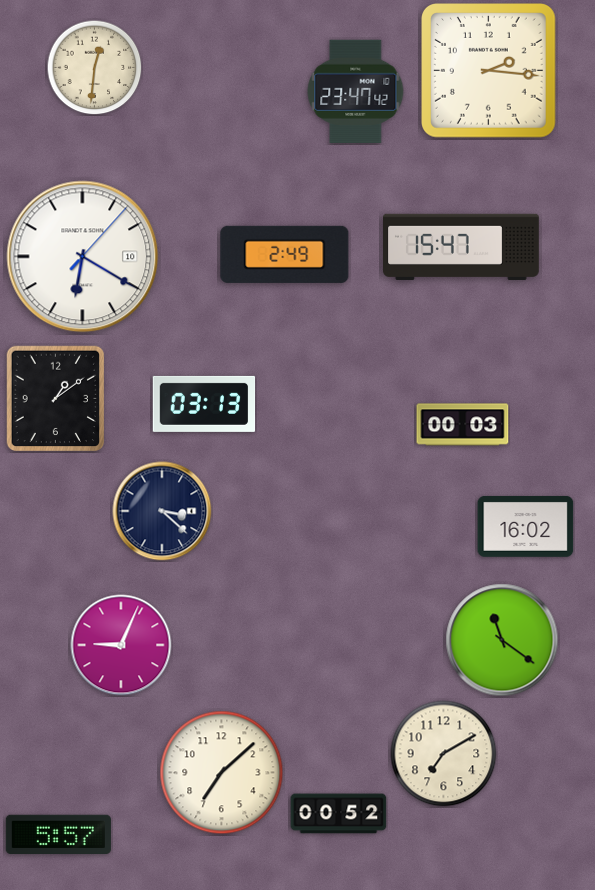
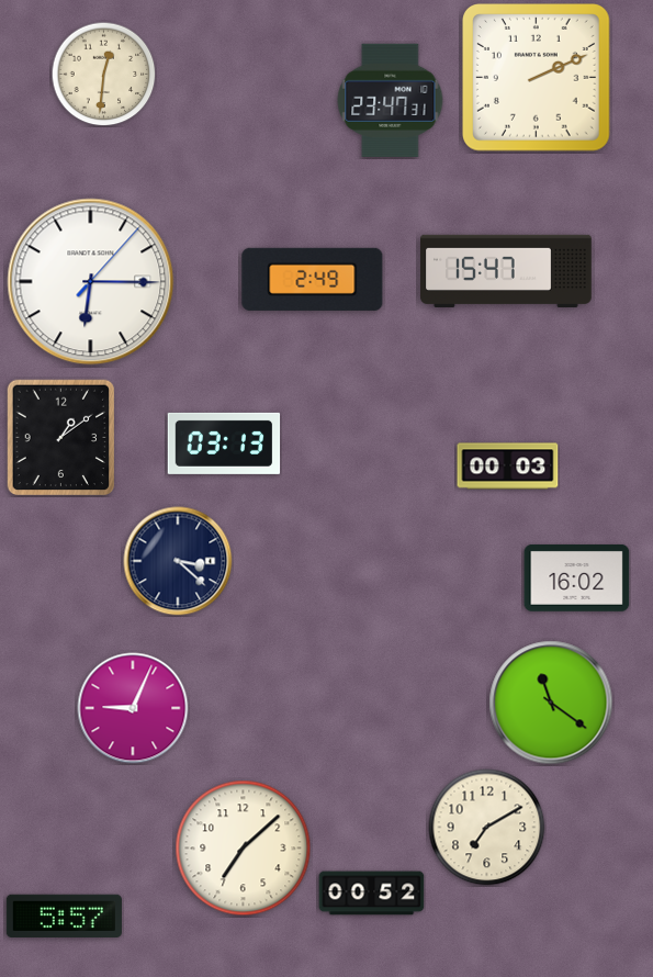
clock at (489, 71): 2:16 -> 2:11
clock at (356, 91): 23:47:42 -> 23:47:31
clock at (83, 257): 6:20 -> 6:15
